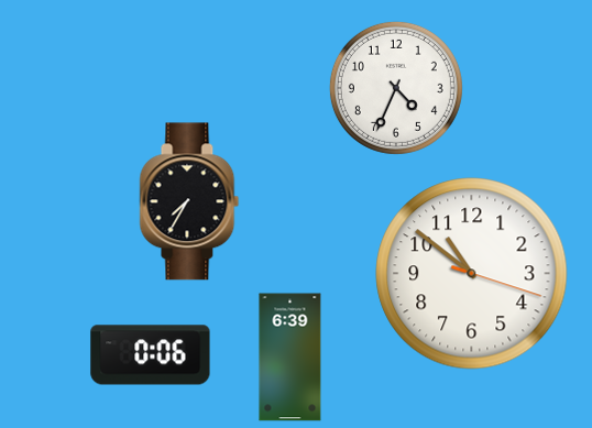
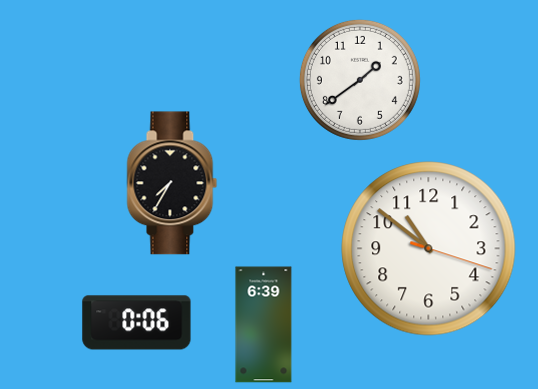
clock at (396, 88): 4:34 -> 1:39
